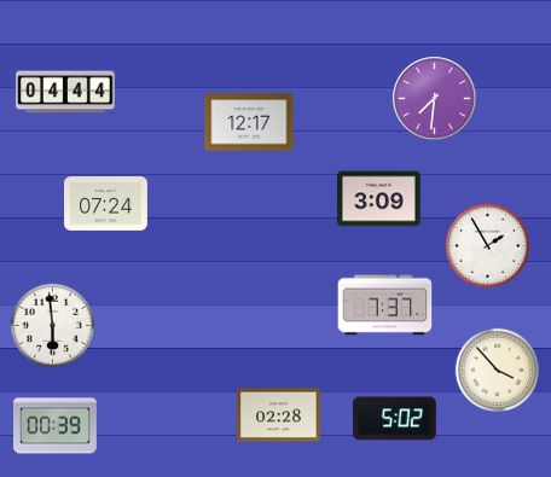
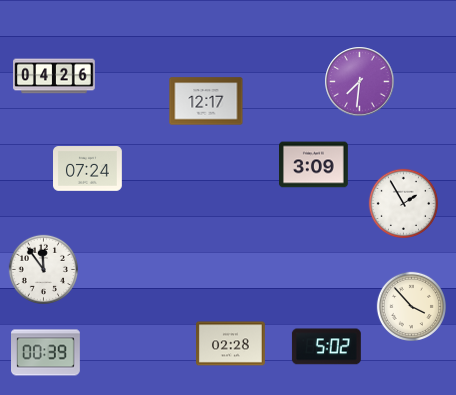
clock at (65, 92): 04:44 -> 04:26
clock at (385, 306): 7:37 -> none
clock at (52, 325): 5:59 -> 11:54
